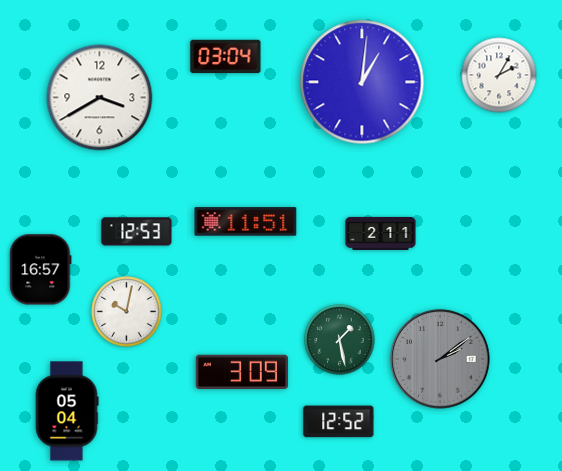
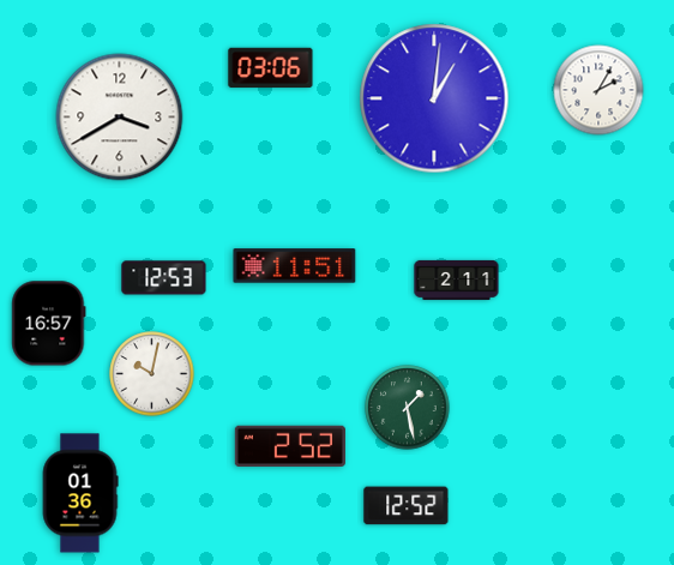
clock at (226, 57): 03:04 -> 03:06
clock at (440, 359): 2:09 -> none
clock at (242, 372): 3:09 -> 2:52
clock at (67, 411): 05:04 -> 01:36
